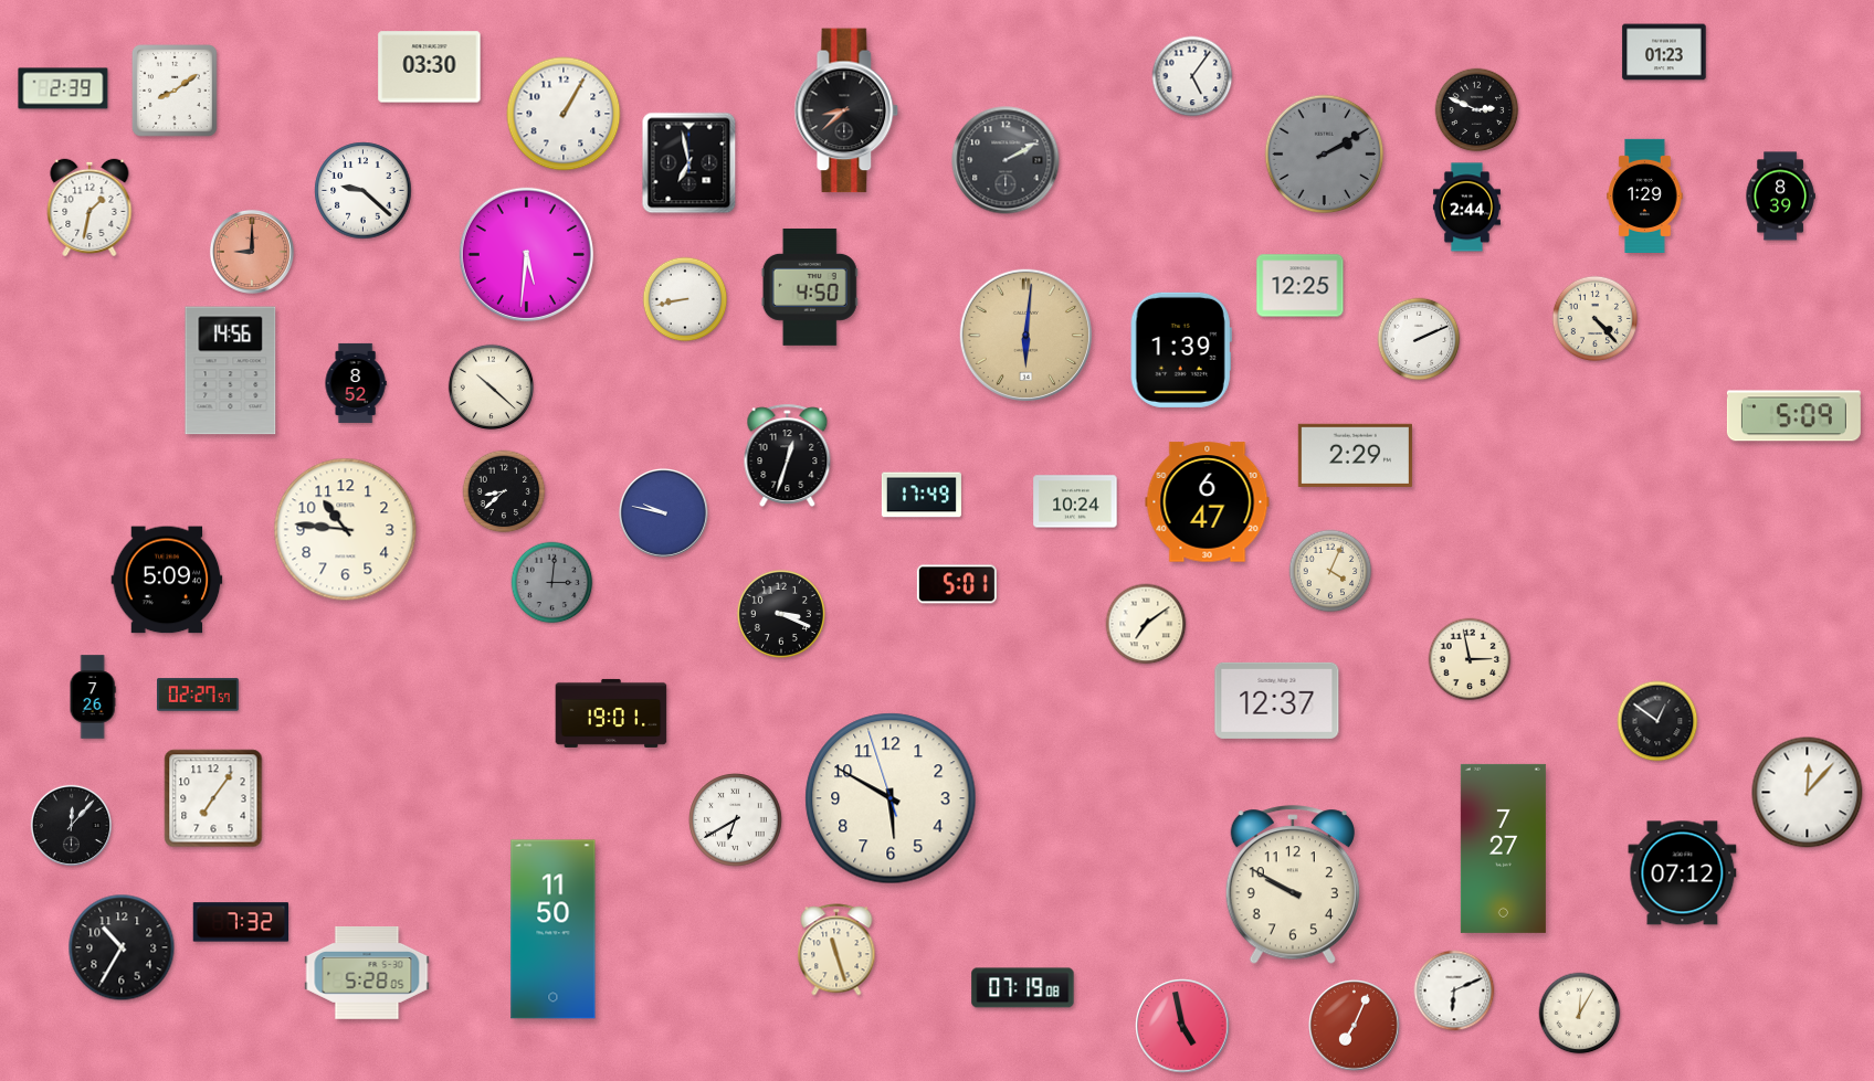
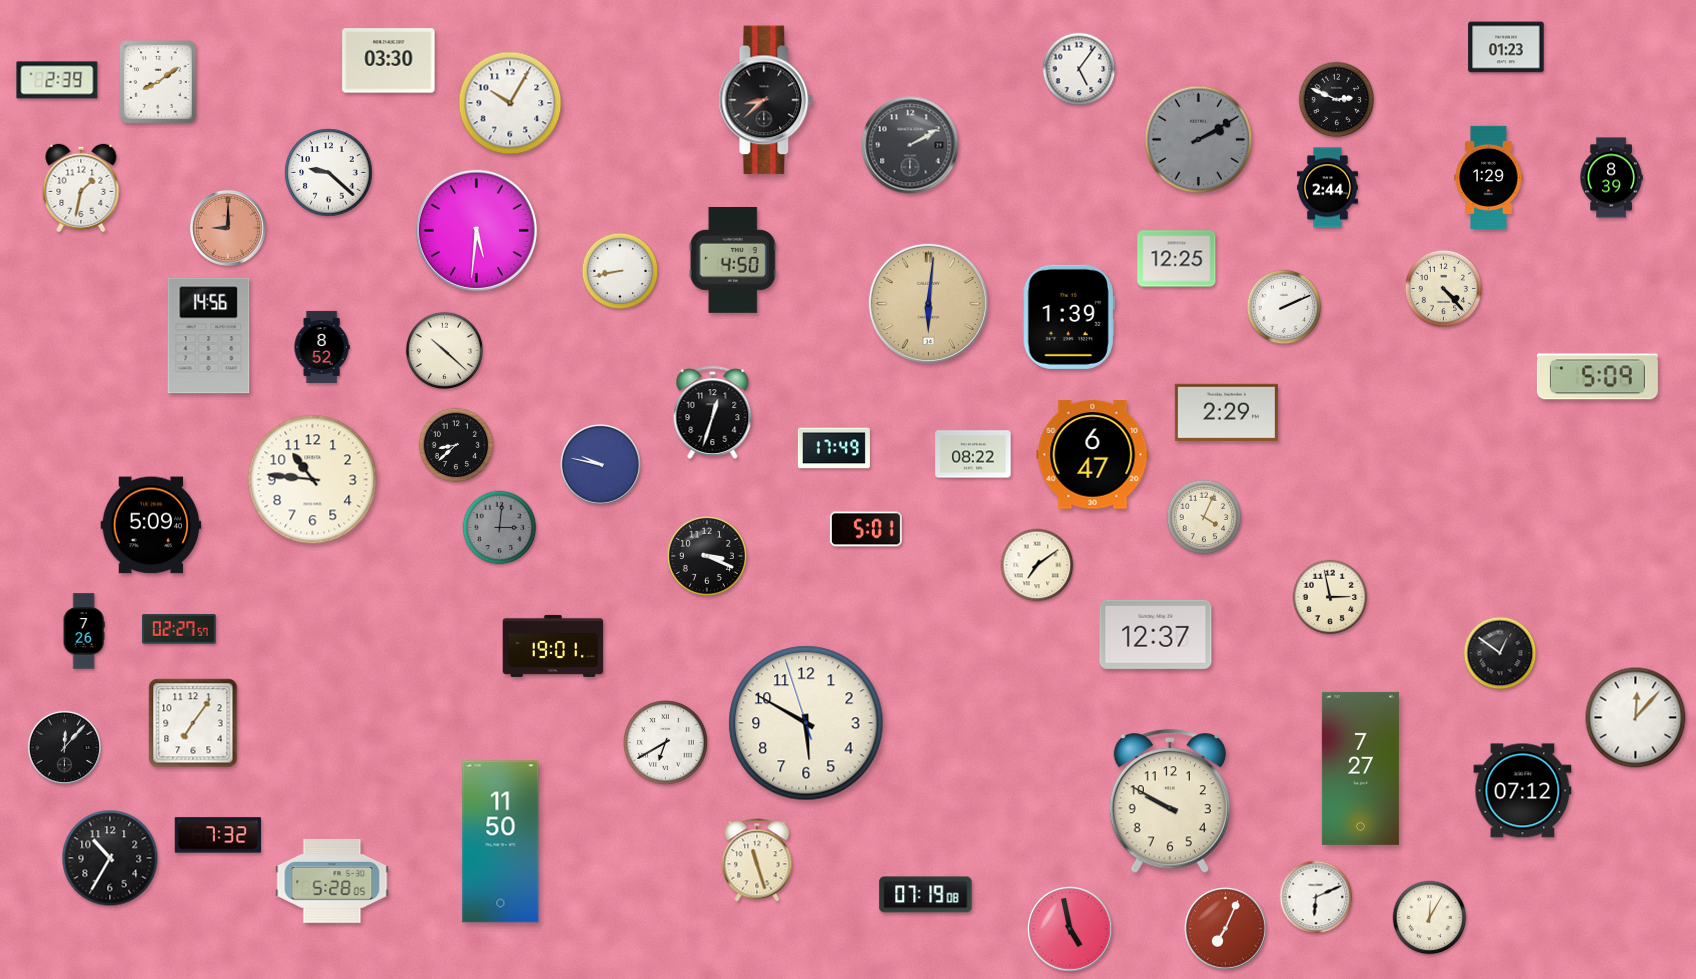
clock at (564, 114): 1:05 -> 10:05
clock at (689, 163): 6:58 -> none
clock at (1793, 416) position: (1793, 416) -> (1597, 377)
clock at (1075, 501): 10:24 -> 08:22
